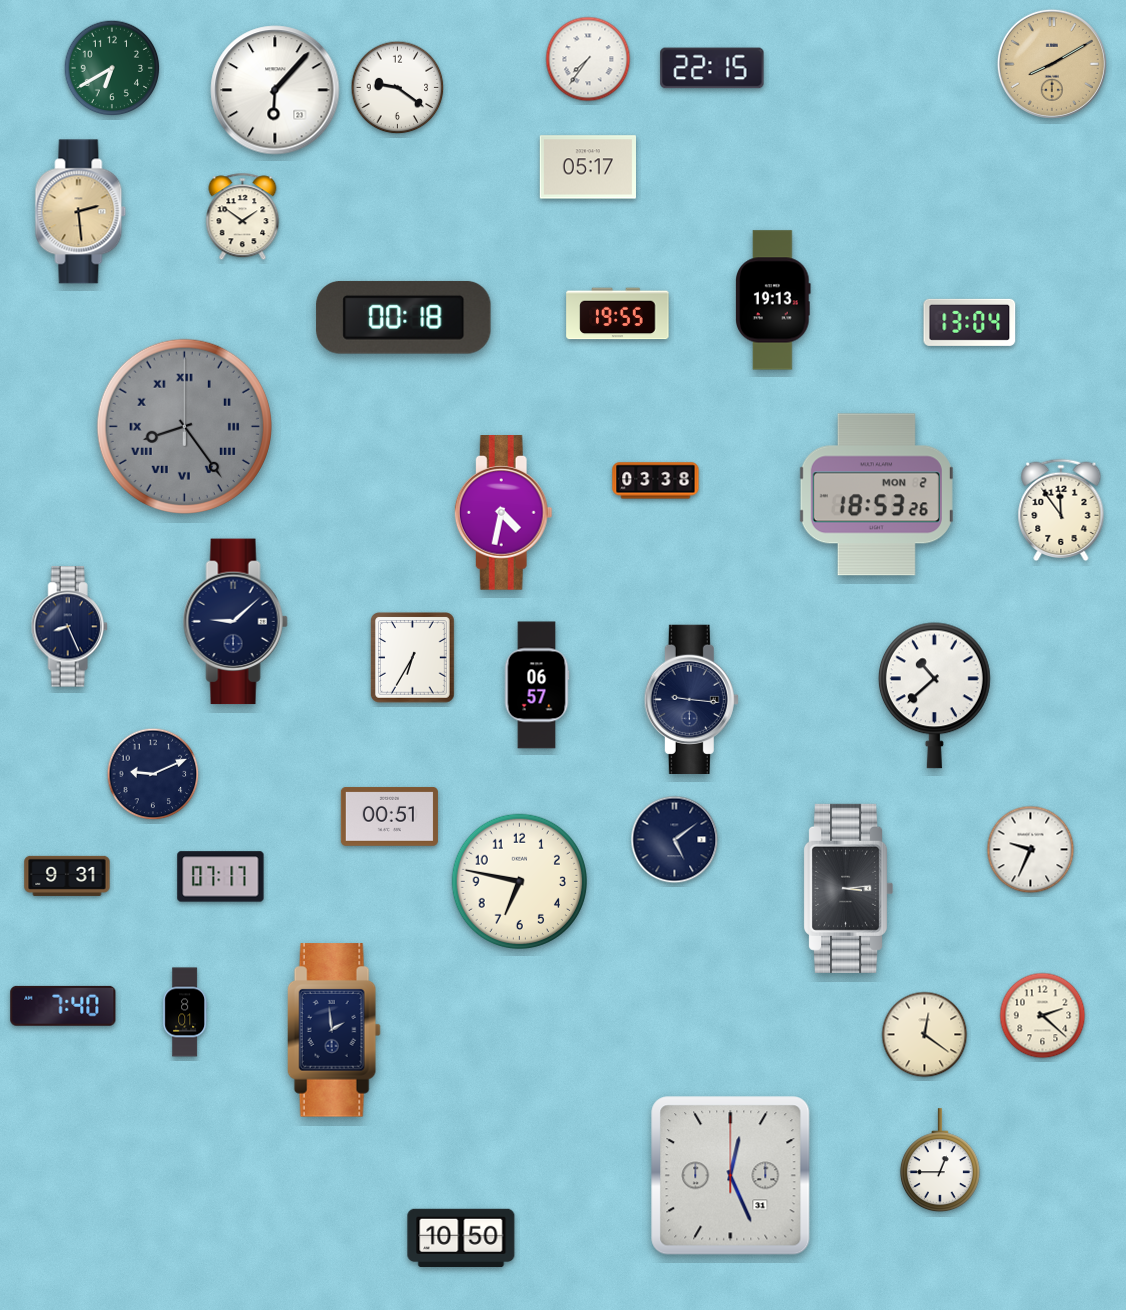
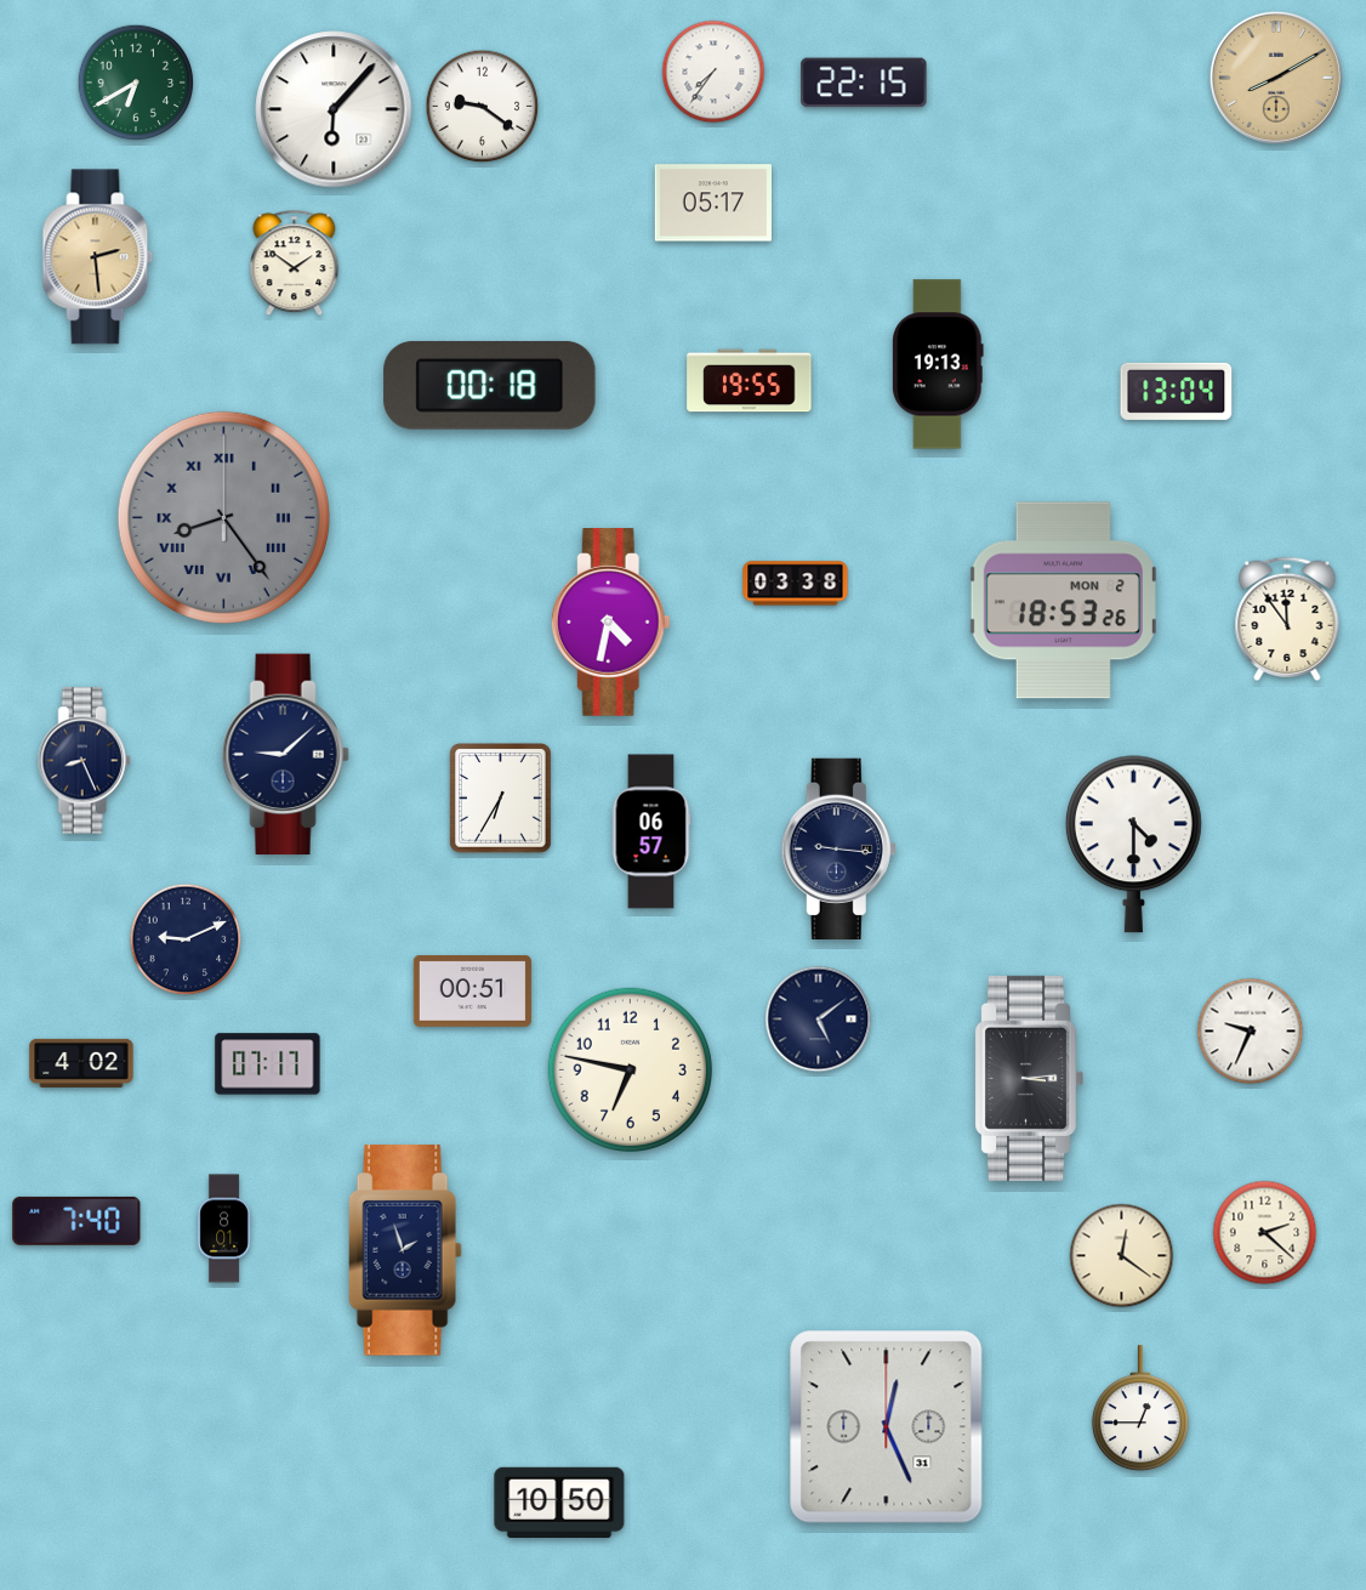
clock at (934, 696): 10:38 -> 4:30
clock at (67, 876): 9:31 -> 4:02
clock at (334, 1030): 1:59 -> 1:57
